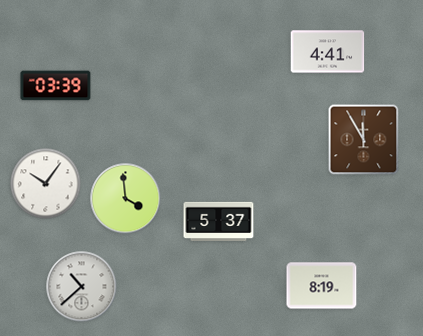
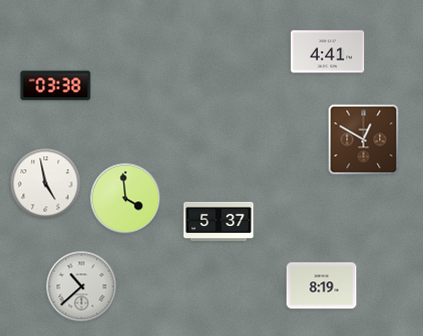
clock at (56, 86): 03:39 -> 03:38
clock at (364, 140): 11:55 -> 12:50
clock at (46, 184): 10:06 -> 4:58
